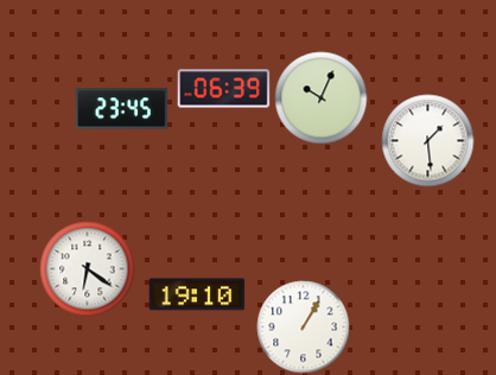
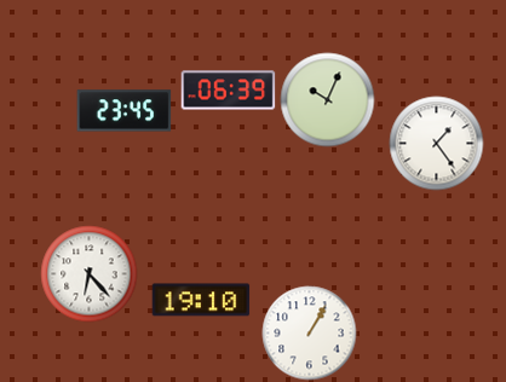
clock at (427, 140): 1:29 -> 1:24
clock at (87, 268): 6:21 -> 6:23
